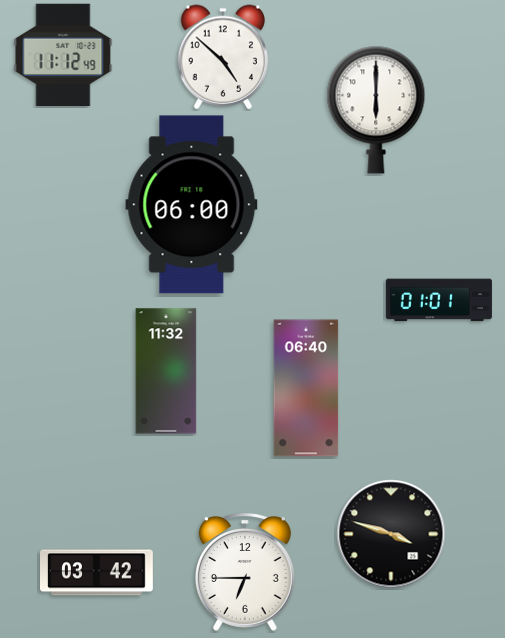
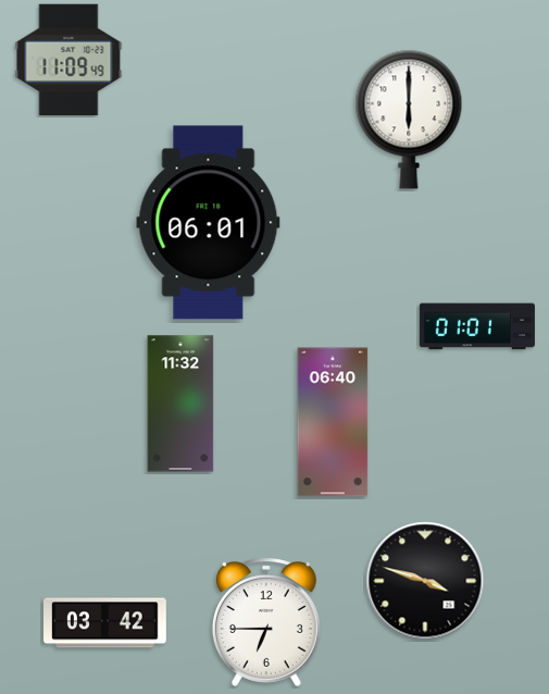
clock at (63, 55): 11:12 -> 11:09
clock at (223, 57): 4:52 -> none
clock at (192, 205): 06:00 -> 06:01
